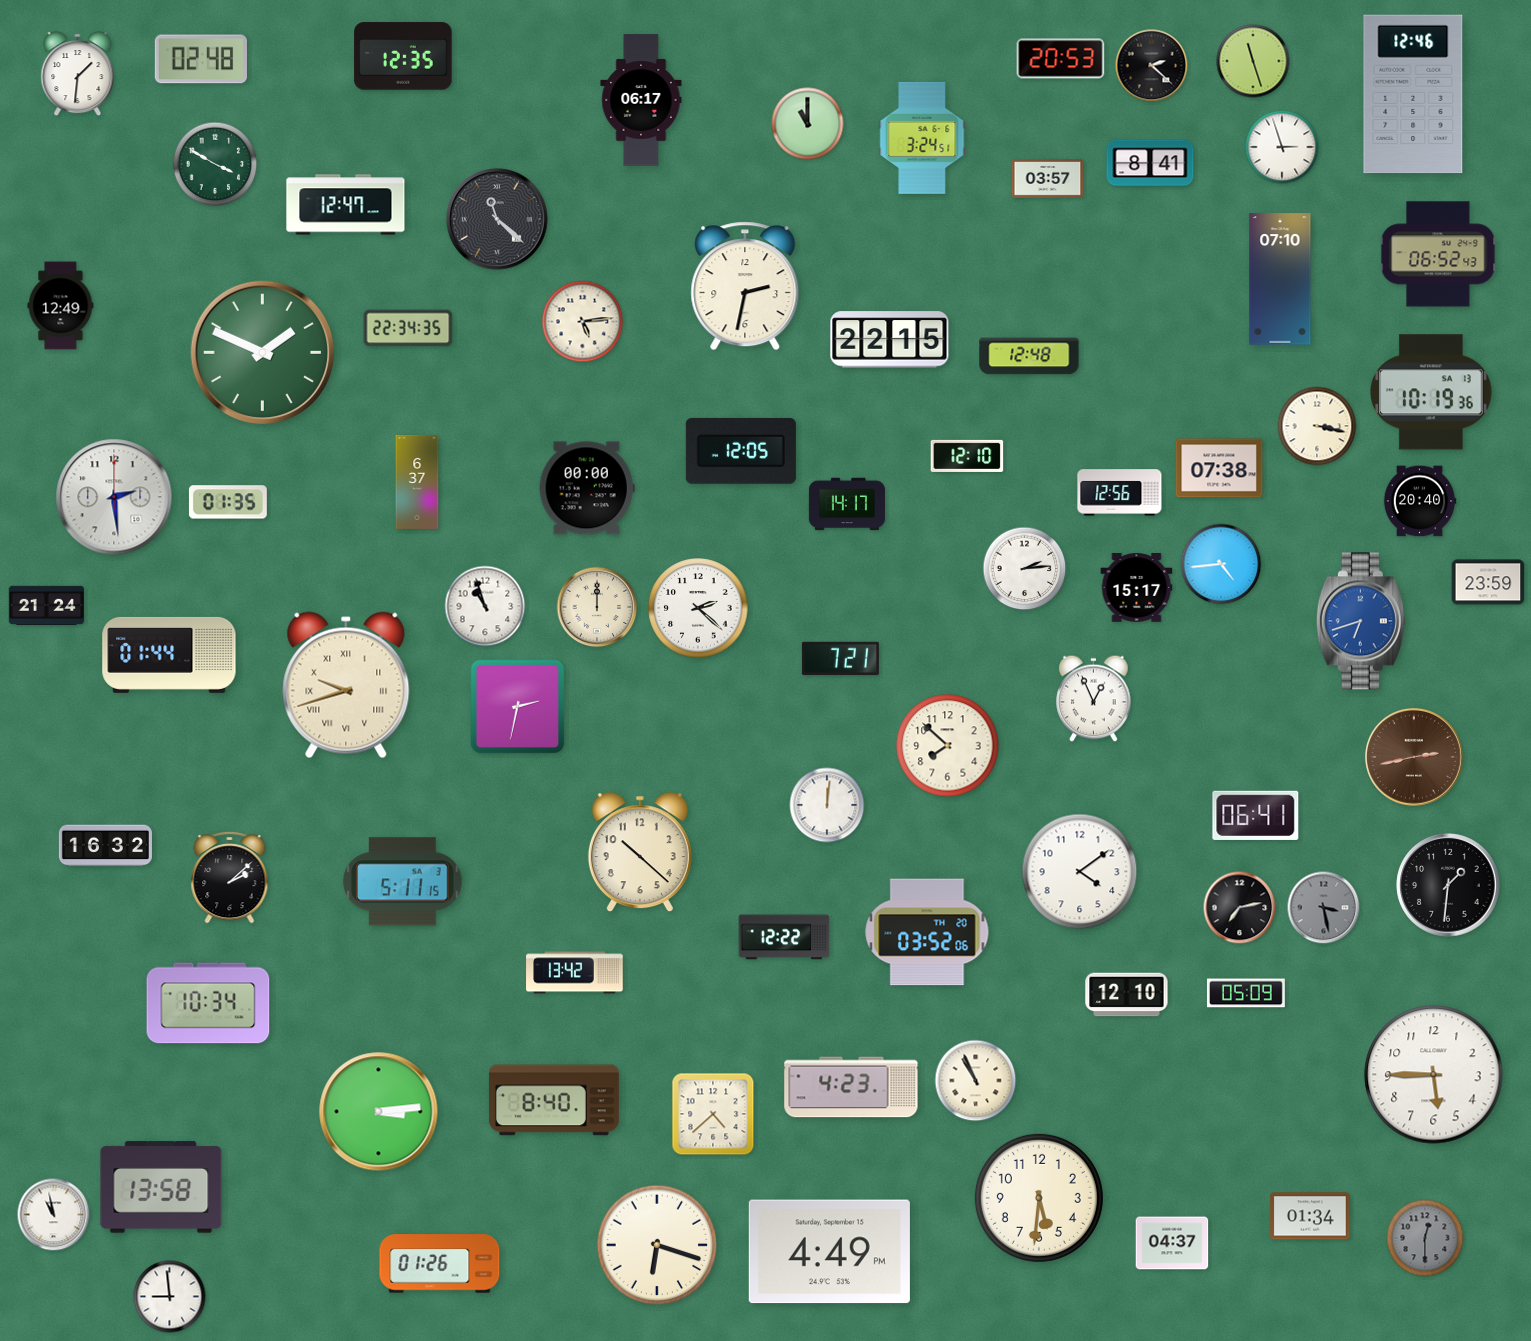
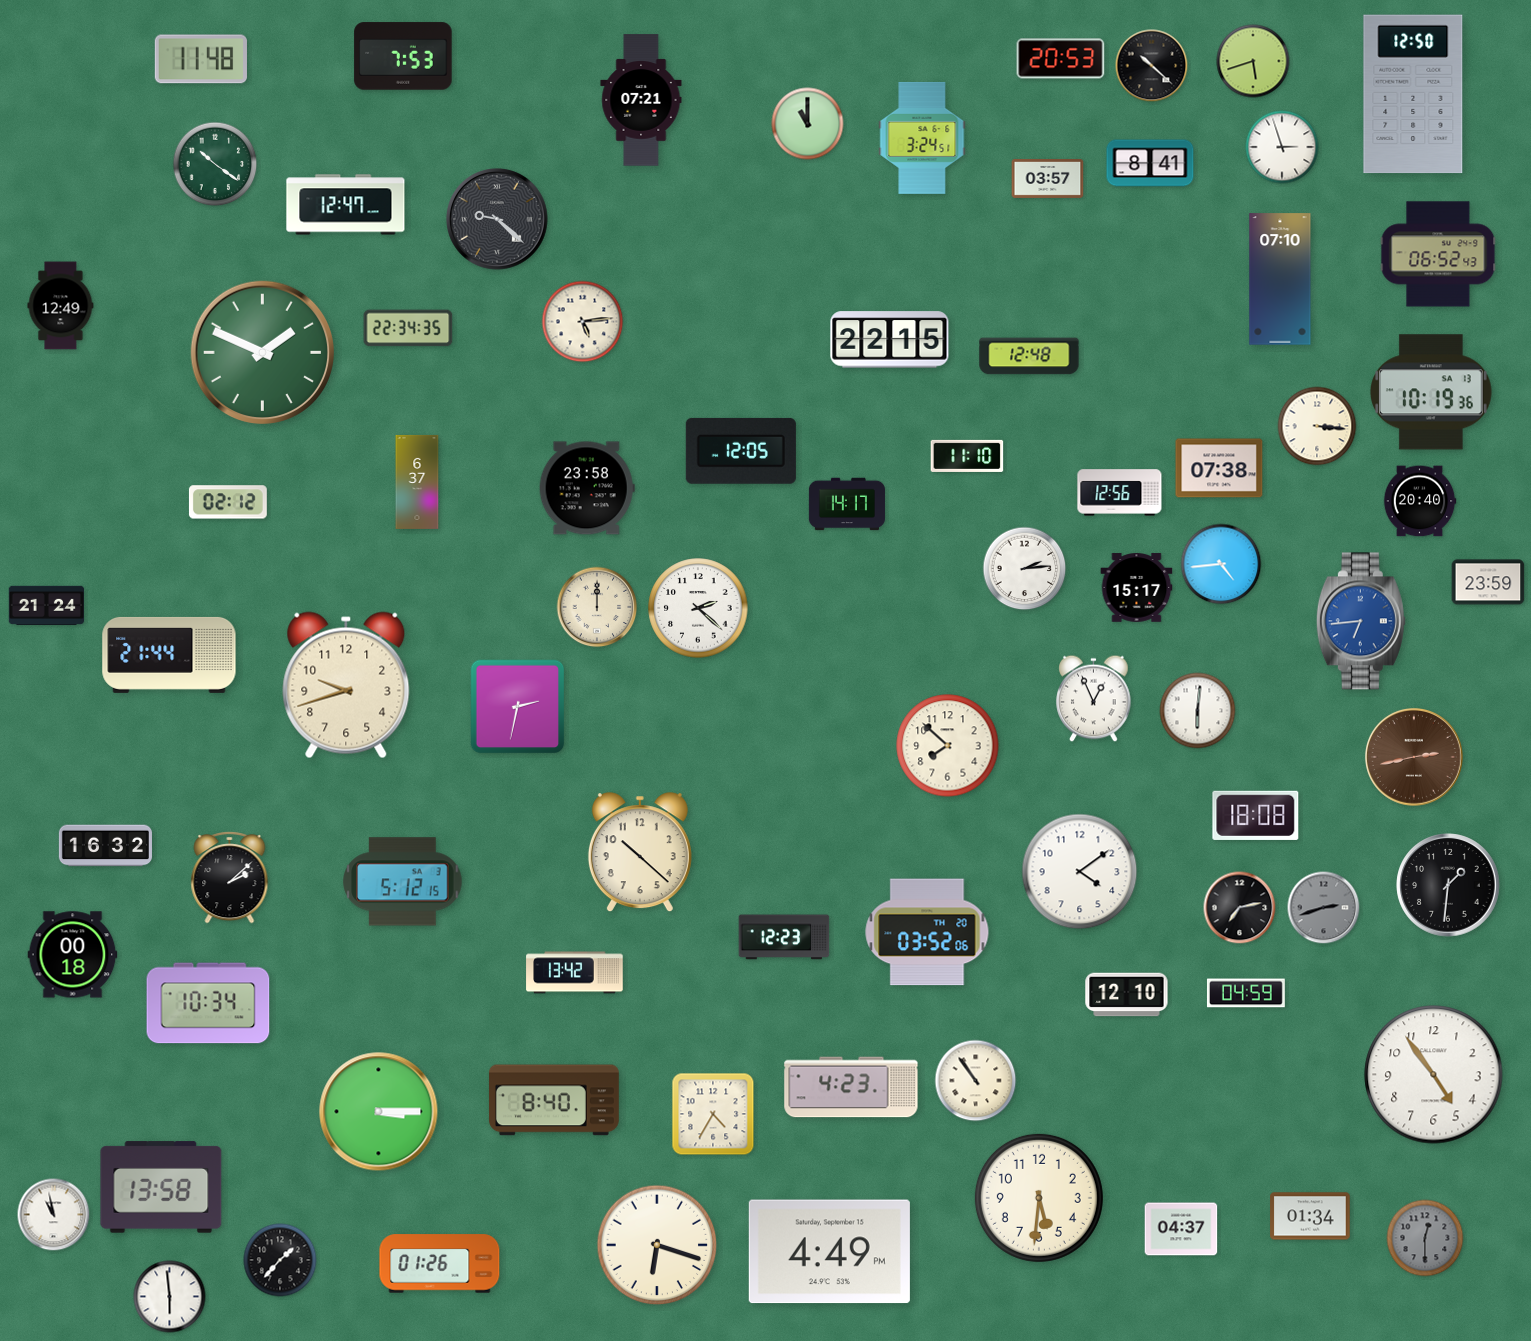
clock at (403, 56): 12:35 -> 7:53
clock at (201, 59): 02:48 -> 11:48
clock at (1253, 61): 11:27 -> 5:42
clock at (1152, 66): 2:22 -> 10:22
clock at (78, 75): 1:31 -> none
clock at (1413, 94): 12:46 -> 12:50
clock at (641, 100): 06:17 -> 07:21
clock at (215, 164): 3:50 -> 10:21
clock at (497, 219): 11:22 -> 9:22
clock at (745, 286): 2:32 -> none
clock at (1317, 426): 3:17 -> 3:16
clock at (967, 456): 12:10 -> 11:10
clock at (587, 488): 00:00 -> 23:58
clock at (114, 497): 2:29 -> none
clock at (228, 502): 01:35 -> 02:12
clock at (485, 606): 10:57 -> none
clock at (1361, 621): 6:42 -> 6:44
clock at (169, 655): 01:44 -> 21:44
clock at (840, 659): 7:21 -> none
clock at (346, 685) numerals: Roman -> Arabic
clock at (1198, 711): none -> 6:01
clock at (827, 805): 12:01 -> none
clock at (1256, 815): 06:41 -> 18:08
clock at (403, 882): 5:11 -> 5:12
clock at (1324, 908): 3:28 -> 2:42
clock at (784, 937): 12:22 -> 12:23
clock at (73, 955): none -> 00:18
clock at (1246, 993): 05:09 -> 04:59
clock at (1434, 1075): 5:45 -> 4:54
clock at (976, 1081): 10:56 -> 10:54
clock at (379, 1112): 3:14 -> 3:15
clock at (713, 1114): 4:38 -> 4:35
clock at (1172, 1243) position: (1172, 1243) -> (1181, 1229)
clock at (280, 1260): none -> 1:37
clock at (170, 1297): 8:59 -> 5:59
